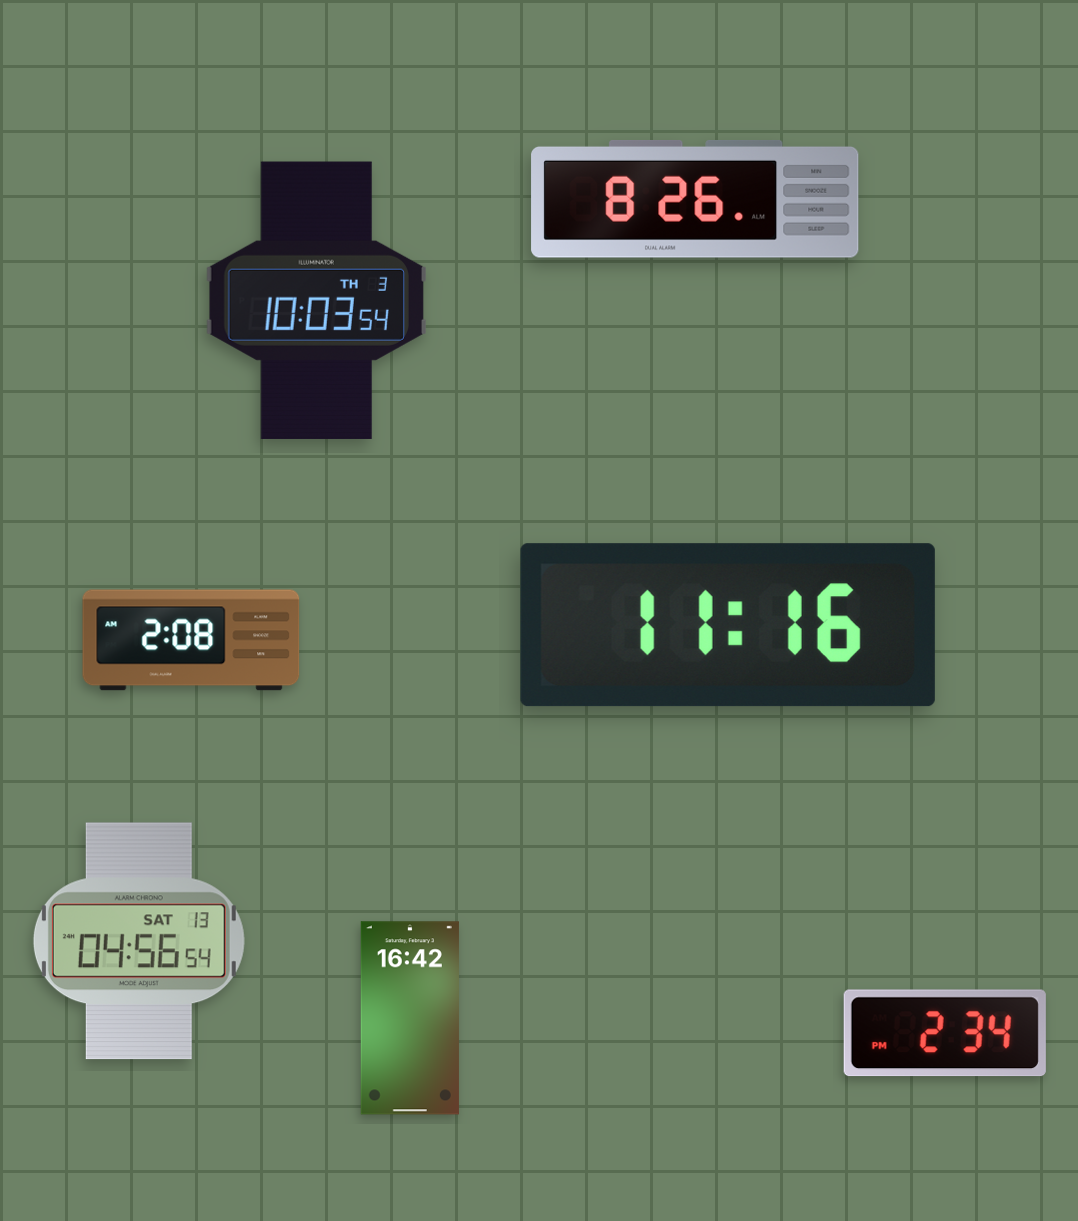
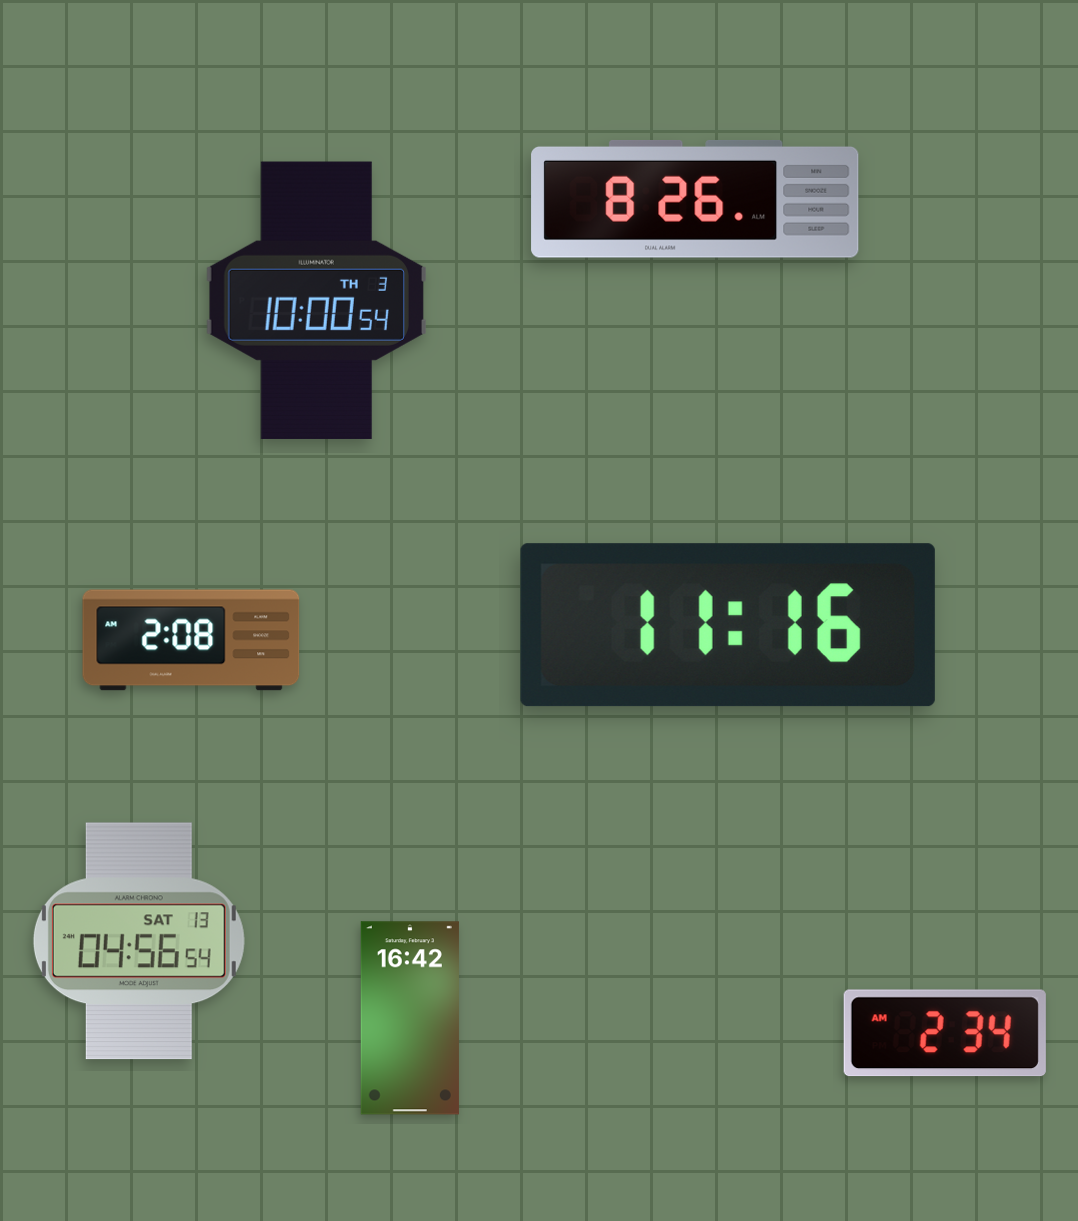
clock at (316, 300): 10:03 -> 10:00
clock at (945, 1033): 2:34 PM -> 2:34 AM
